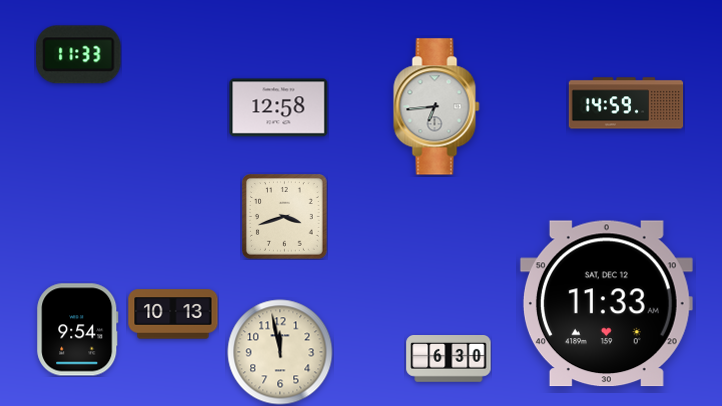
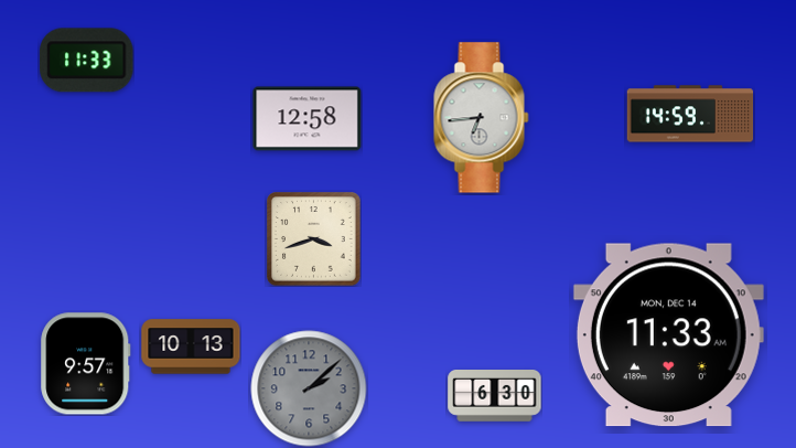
clock at (606, 304) date: SAT, DEC 12 -> MON, DEC 14
clock at (78, 330): 9:54 -> 9:57
clock at (280, 352): 11:58 -> 2:08
clock at (280, 352) dial: cream -> grey
